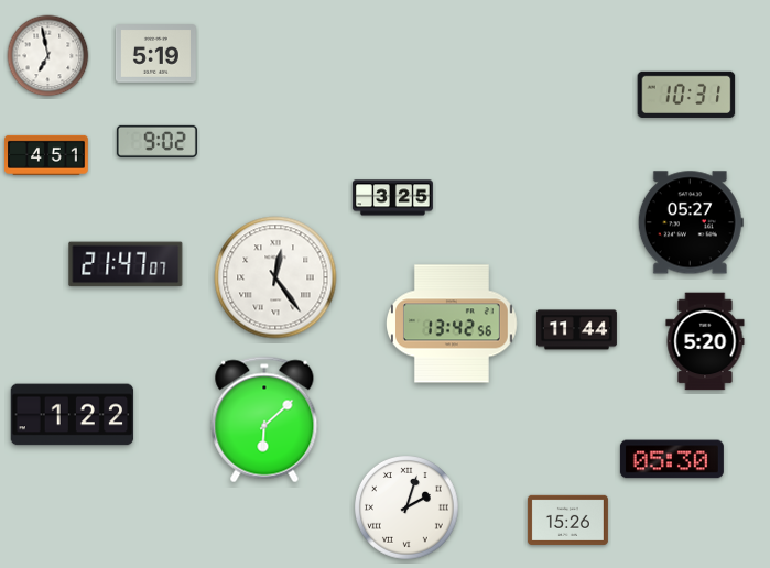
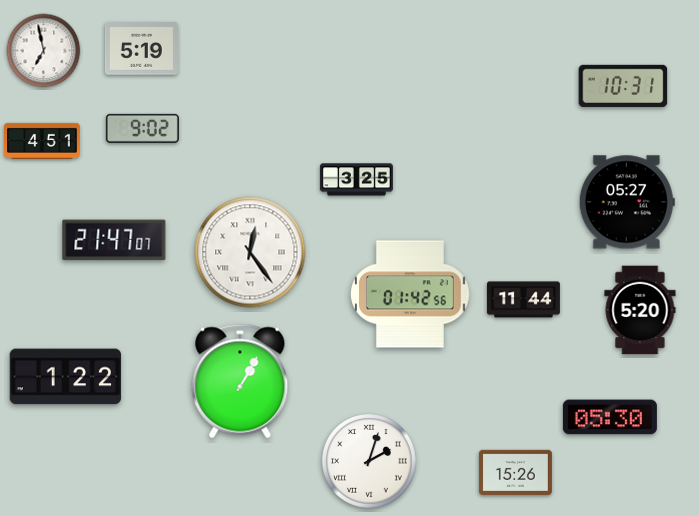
clock at (453, 324): 13:42 -> 01:42
clock at (264, 419): 6:08 -> 1:05
